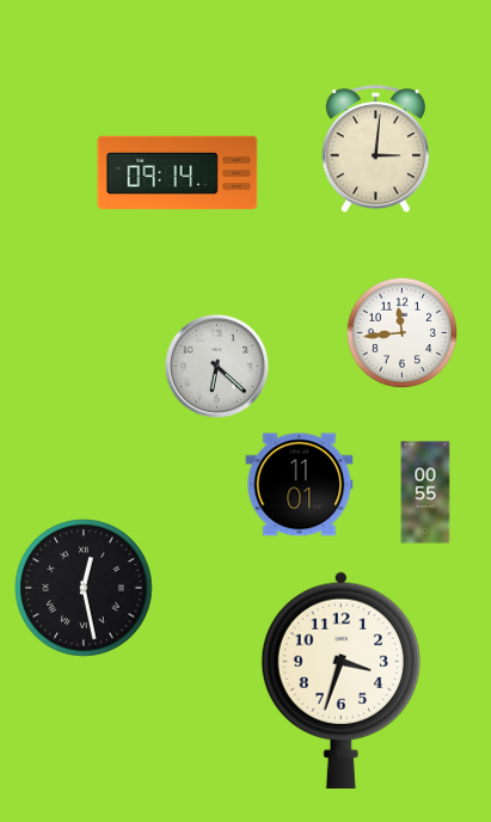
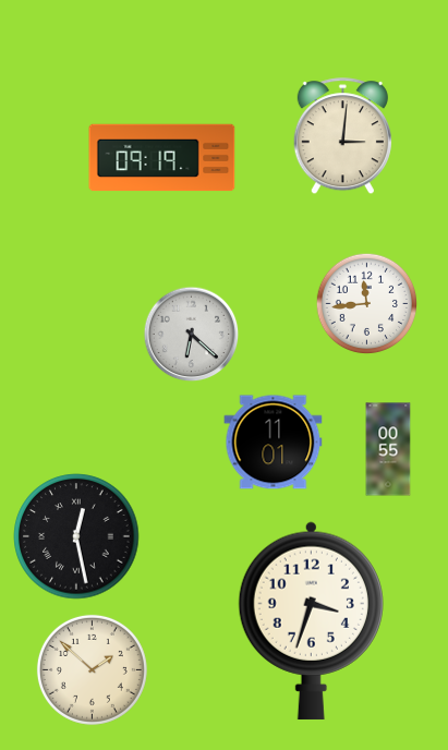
clock at (178, 173): 09:14 -> 09:19
clock at (217, 367) position: (217, 367) -> (192, 335)
clock at (92, 669): none -> 1:52
